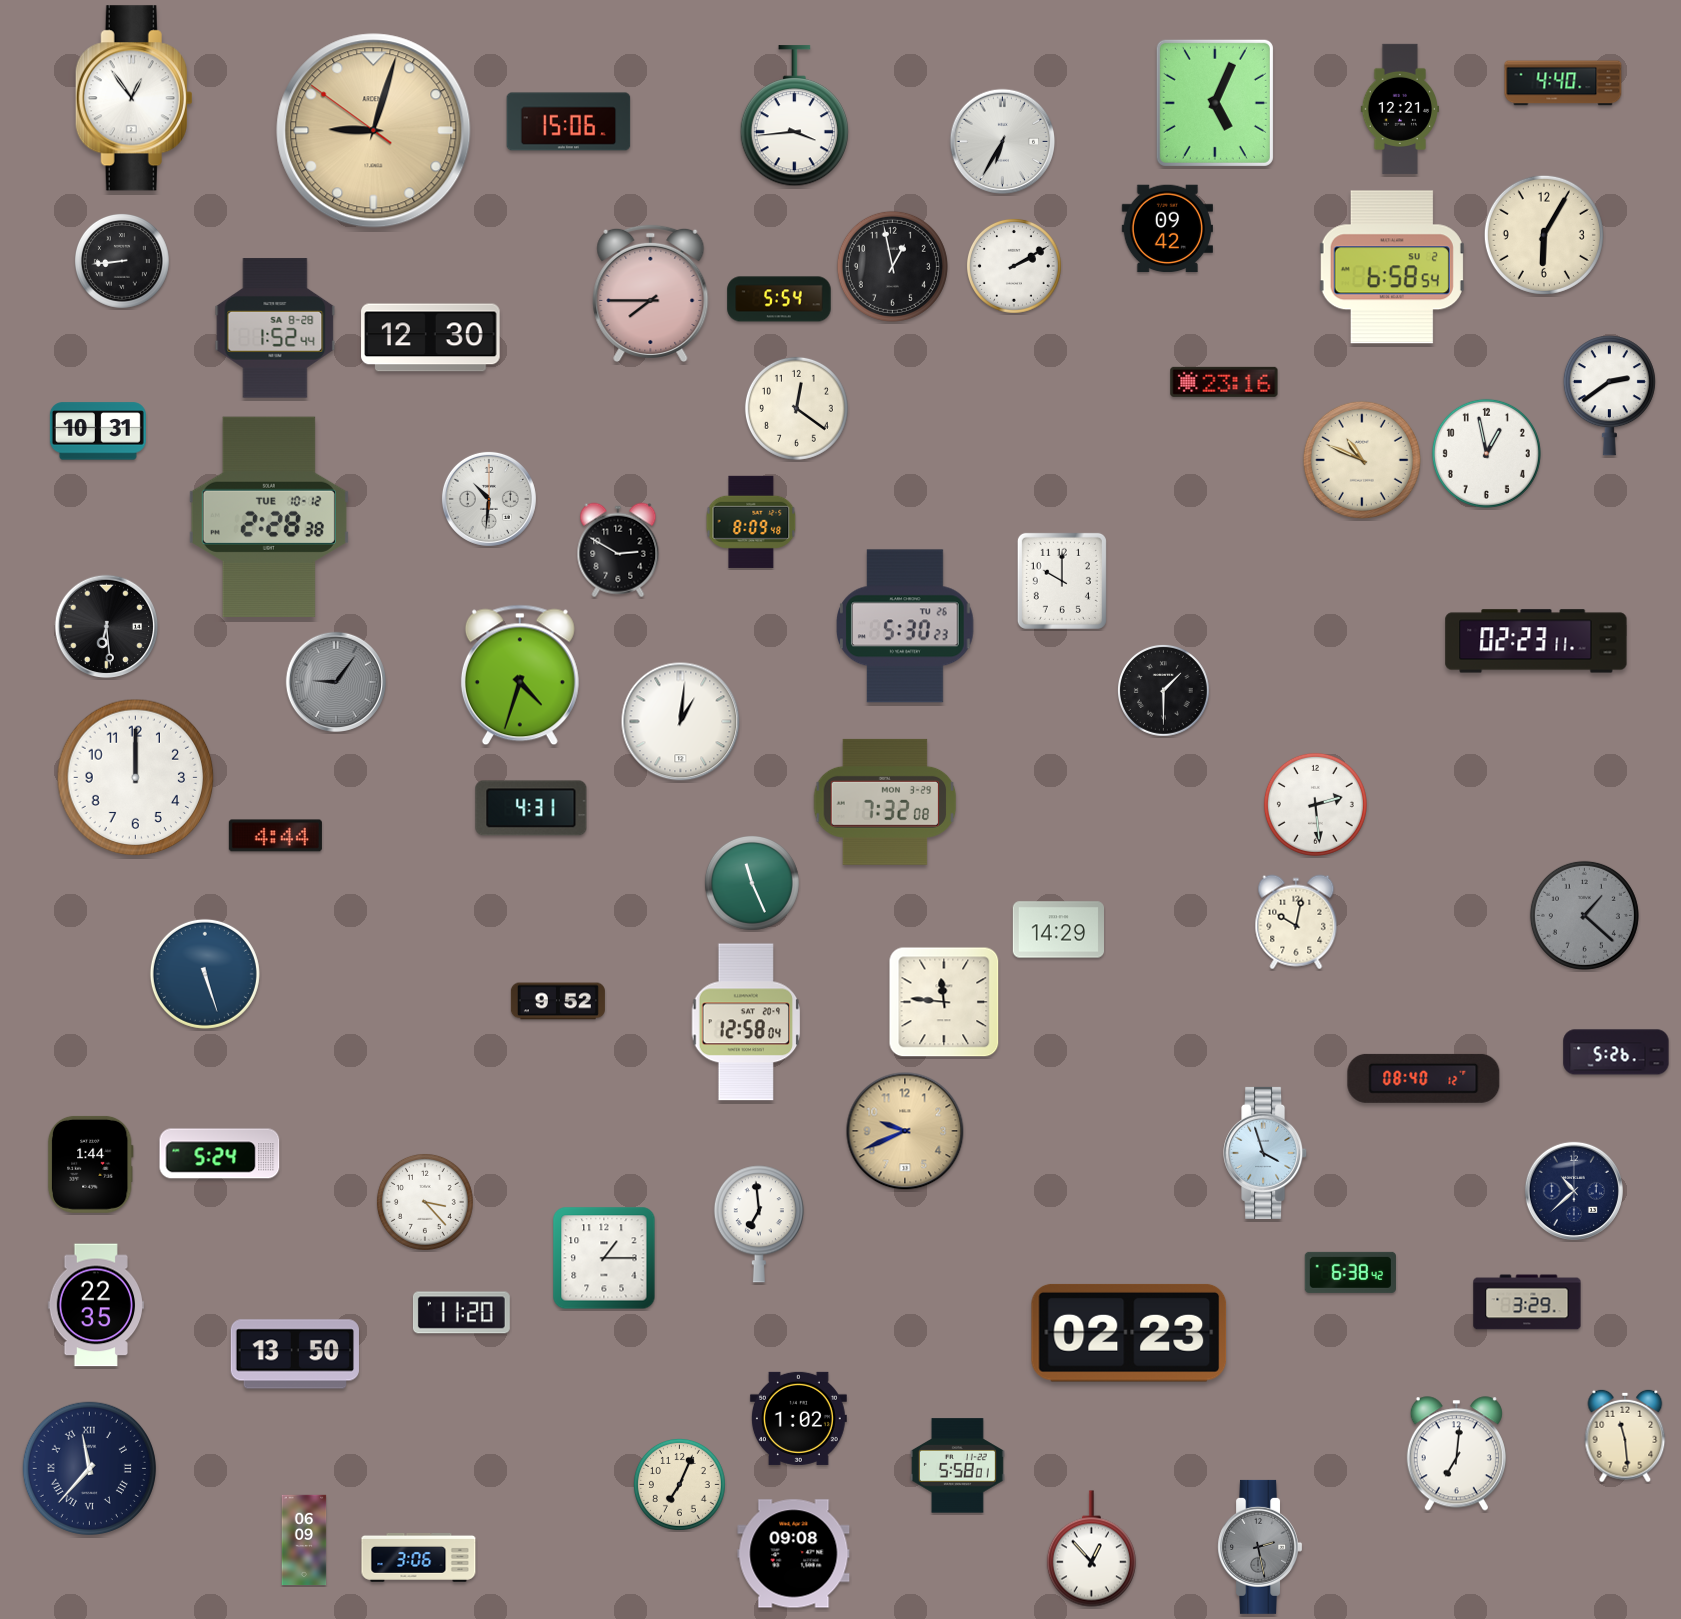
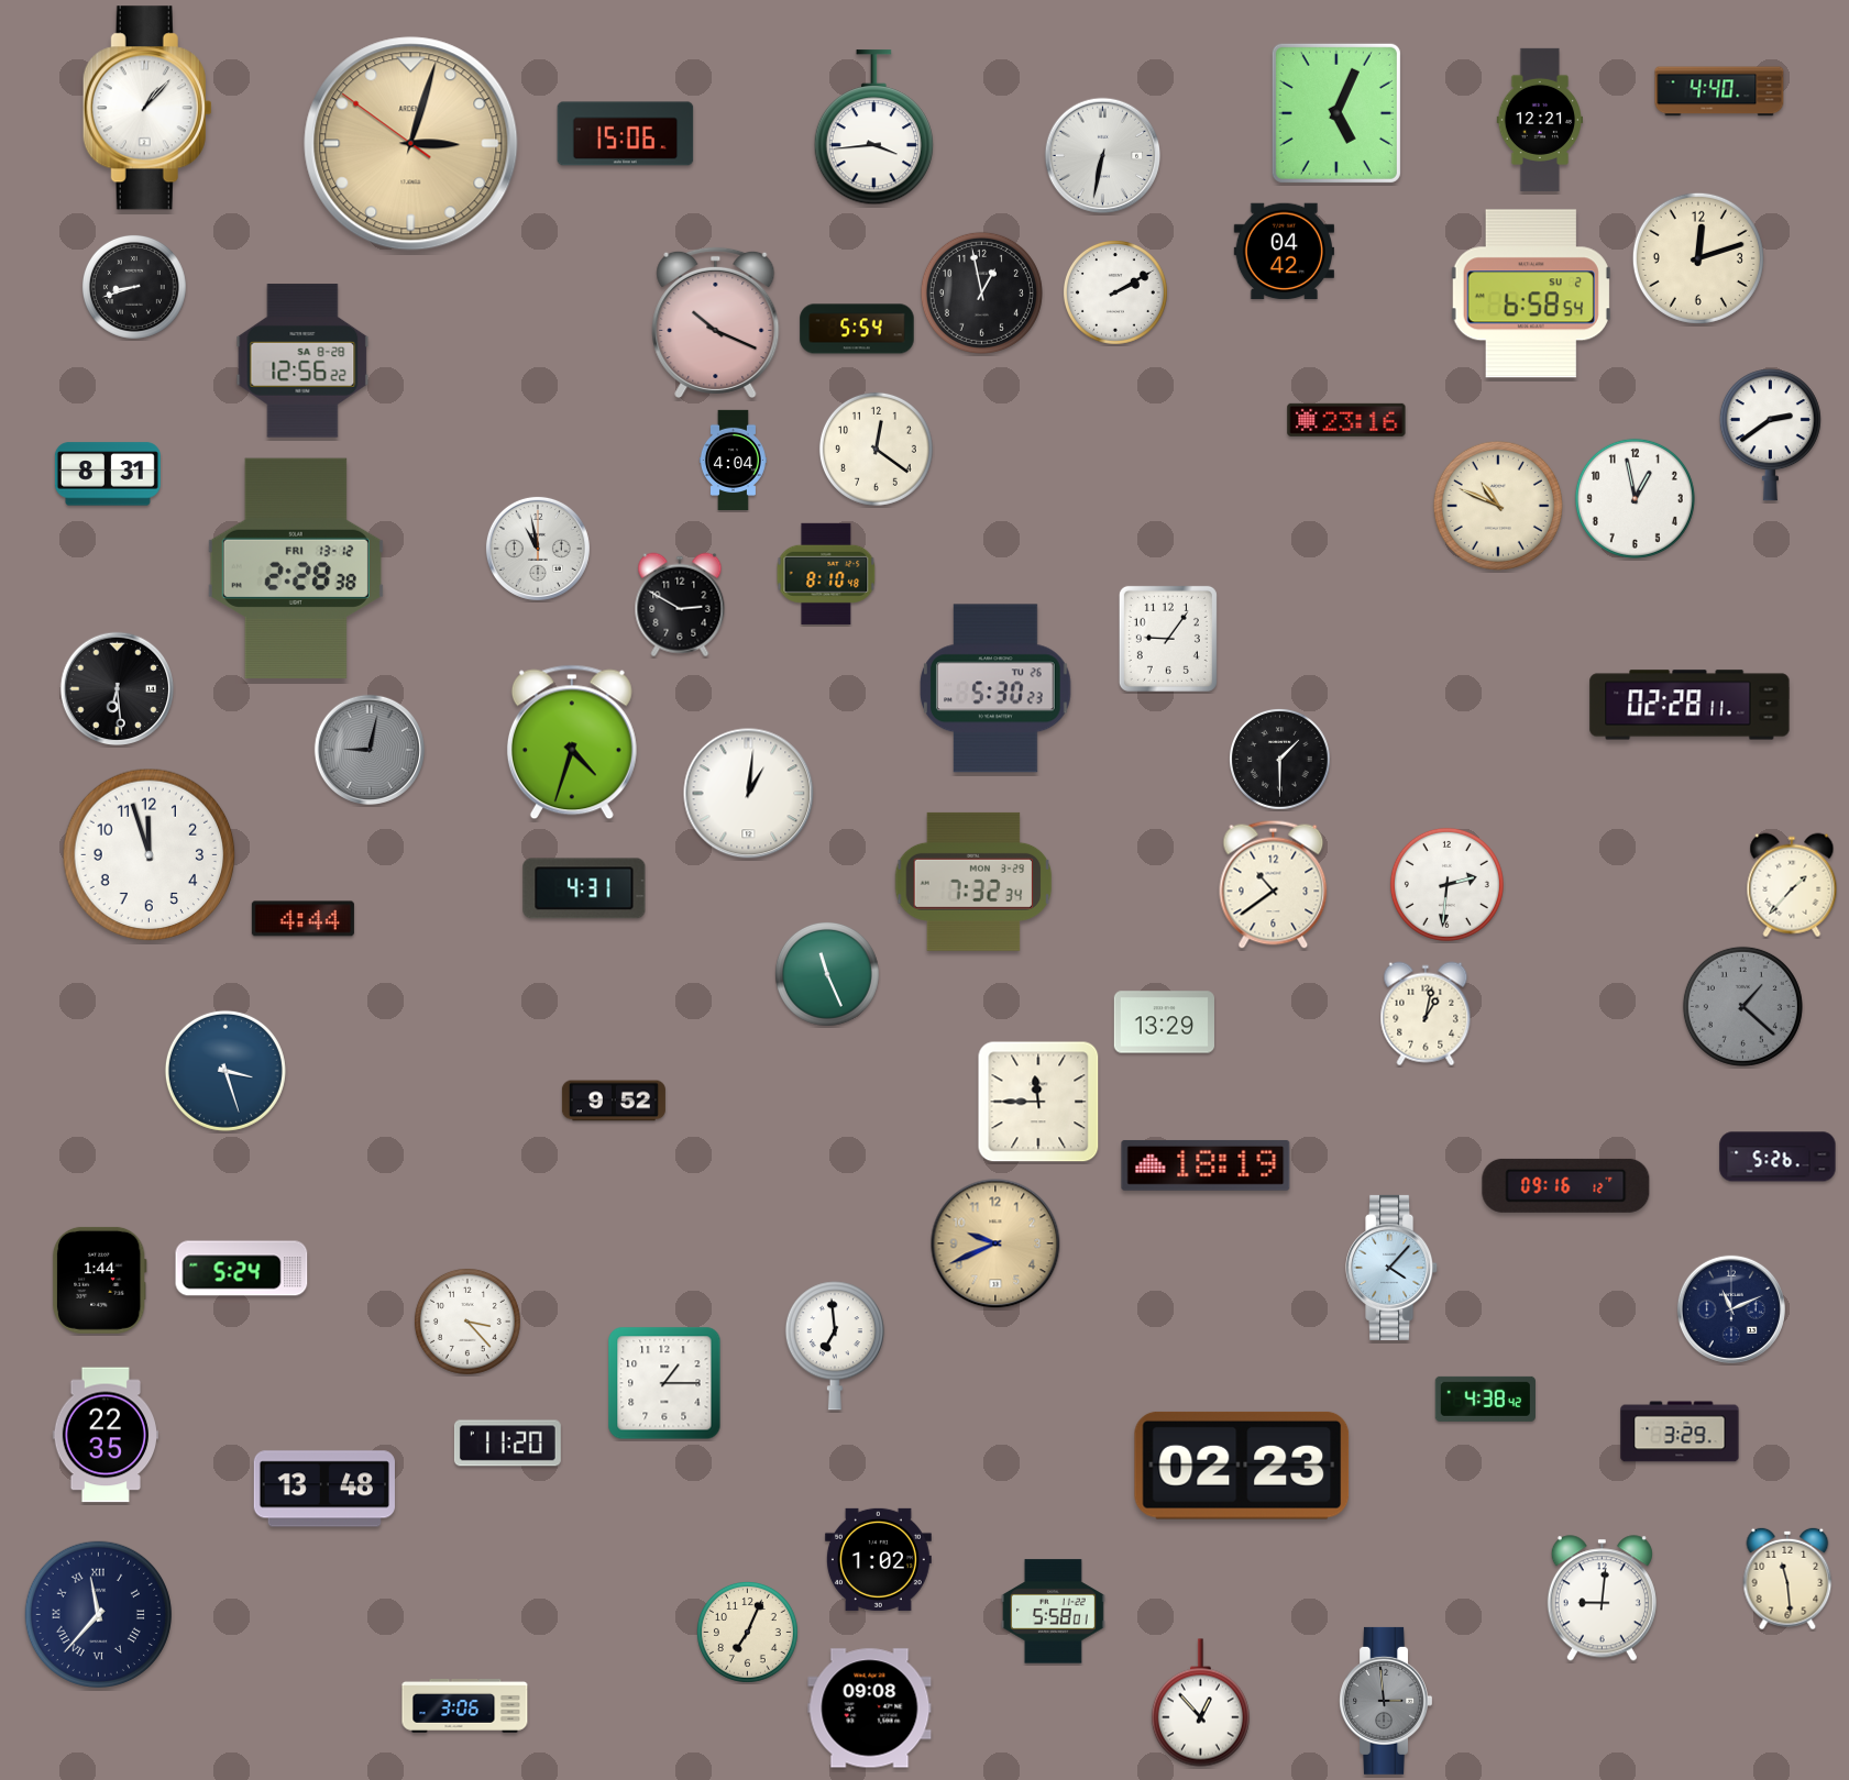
clock at (134, 98): 12:54 -> 1:07
clock at (374, 131): 9:02 -> 3:02
clock at (1003, 142): 6:35 -> 6:32
clock at (1167, 229): 09:42 -> 04:42
clock at (1544, 235): 6:05 -> 12:12
clock at (122, 261): 8:44 -> 8:42
clock at (651, 293): 7:45 -> 10:19
clock at (275, 328): 1:52 -> 12:56
clock at (431, 338): 12:30 -> none
clock at (733, 461): none -> 4:04
clock at (98, 431): 10:31 -> 8:31
clock at (489, 499): 10:31 -> 10:58
clock at (269, 517) date: TUE 10-12 -> FRI 13-12
clock at (751, 522): 8:09 -> 8:10
clock at (1062, 581): 10:00 -> 9:06
clock at (1536, 641): 02:23 -> 02:28
clock at (336, 682): 9:06 -> 9:02
clock at (136, 778): 12:00 -> 11:57
clock at (885, 802): 7:32:08 -> 7:32:34
clock at (1274, 884): none -> 10:39
clock at (1315, 804): 2:29 -> 2:31
clock at (1792, 885): none -> 1:37
clock at (752, 883) position: (752, 883) -> (827, 974)
clock at (1296, 922): 10:02 -> 1:02
clock at (1058, 930): 14:29 -> 13:29
clock at (205, 974): 5:27 -> 3:27
clock at (944, 1002): 11:46 -> 11:45
clock at (746, 1022): 12:58 -> none
clock at (1206, 1165): none -> 18:19
clock at (1424, 1078): 08:40 -> 09:16
clock at (1266, 1153): 3:57 -> 4:07
clock at (1574, 1191): 10:38 -> 11:11
clock at (1350, 1272): 6:38 -> 4:38
clock at (294, 1354): 13:50 -> 13:48
clock at (1456, 1454): 7:01 -> 9:01
clock at (304, 1540): 06:09 -> none
clock at (1259, 1547): 2:28 -> 2:59
clock at (794, 1554) position: (794, 1554) -> (870, 1709)
clock at (419, 1557) position: (419, 1557) -> (465, 1705)
